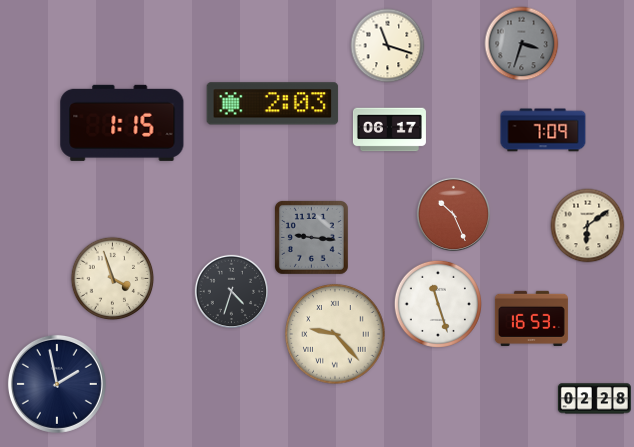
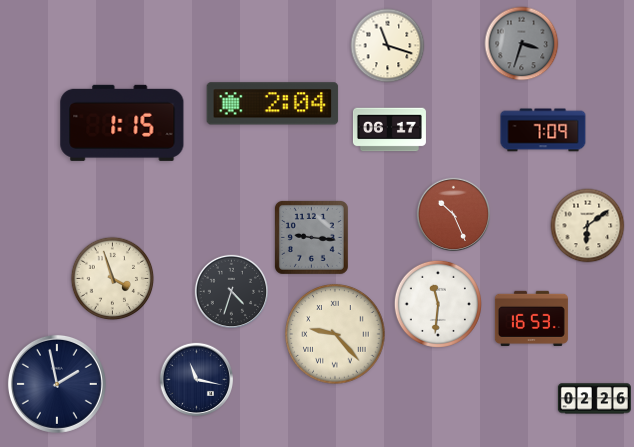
clock at (273, 104): 2:03 -> 2:04
clock at (438, 304): 11:27 -> 11:31
clock at (197, 380): none -> 11:17
clock at (594, 399): 02:28 -> 02:26
